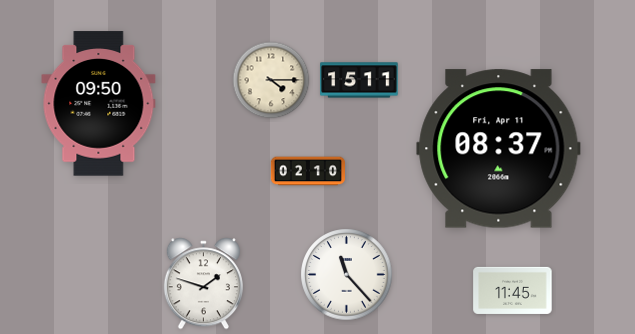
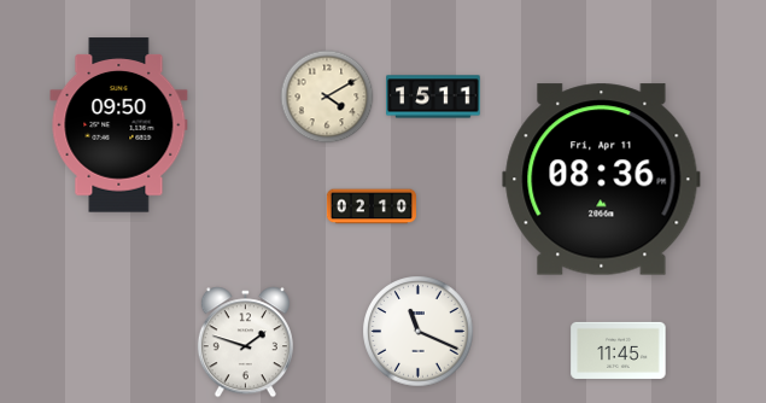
clock at (271, 80): 4:15 -> 4:10
clock at (499, 149): 08:37 -> 08:36
clock at (347, 275): 11:23 -> 11:19
